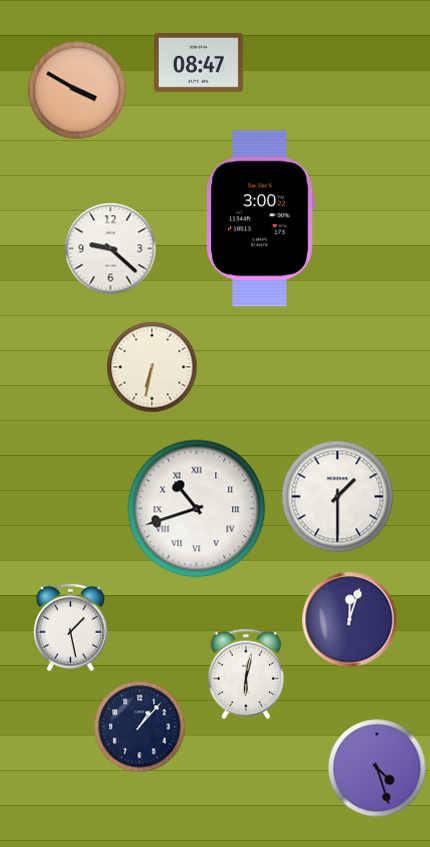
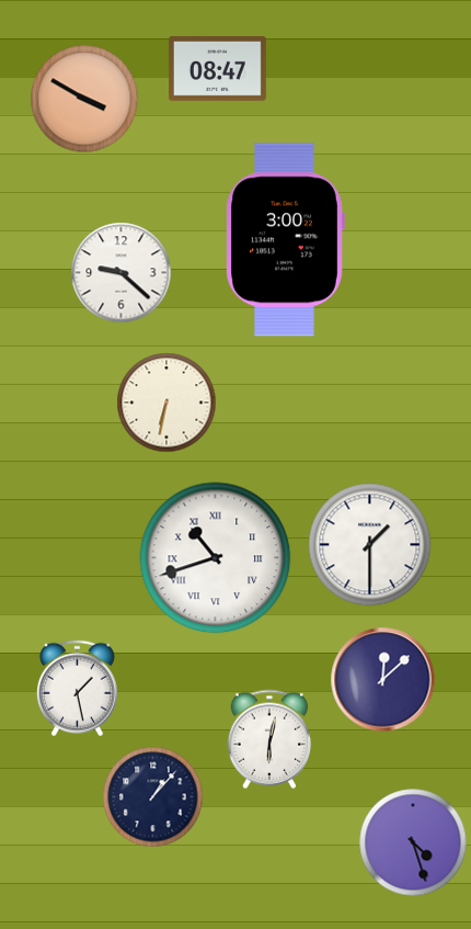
clock at (350, 620): 12:03 -> 12:08
